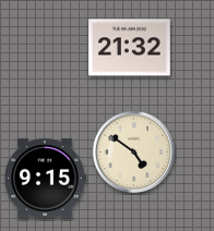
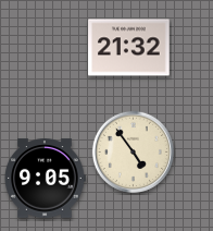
clock at (133, 151): 4:51 -> 4:54
clock at (45, 179): 9:15 -> 9:05
